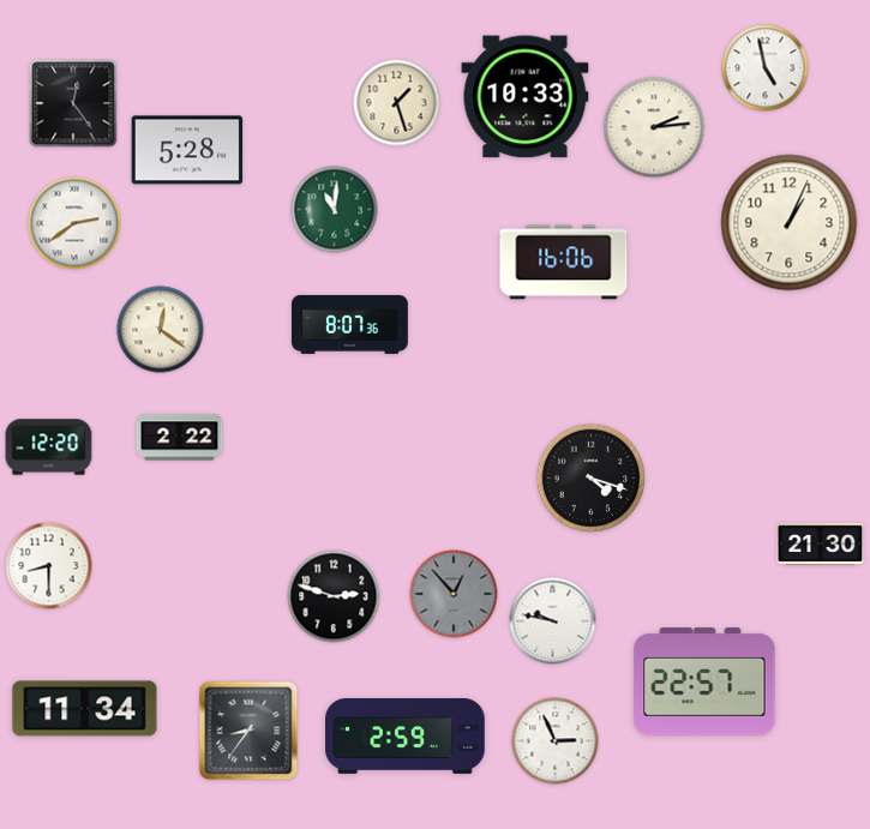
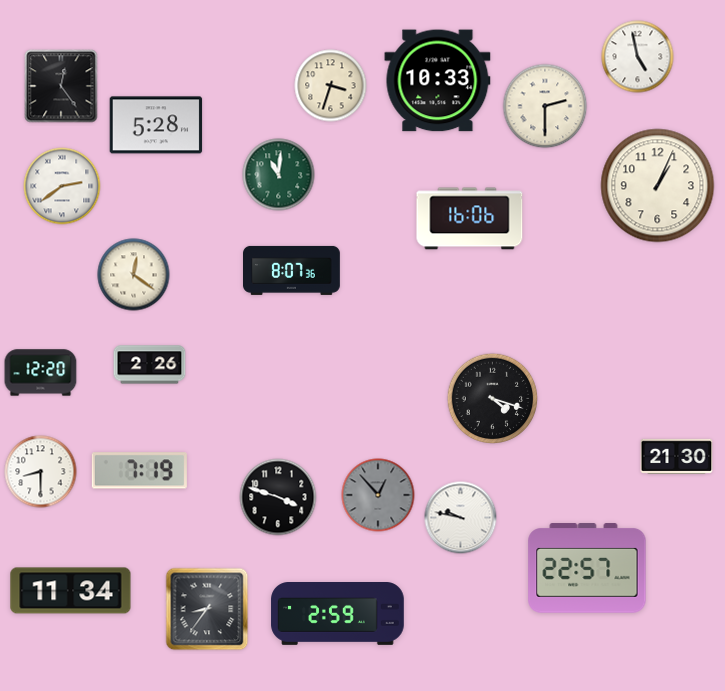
clock at (397, 103): 1:27 -> 3:33
clock at (654, 127): 2:14 -> 2:30
clock at (180, 438): 2:22 -> 2:26
clock at (821, 543) position: (821, 543) -> (677, 456)
clock at (139, 471): none -> 7:19
clock at (334, 596): 2:48 -> 3:48
clock at (556, 741): 2:56 -> none
